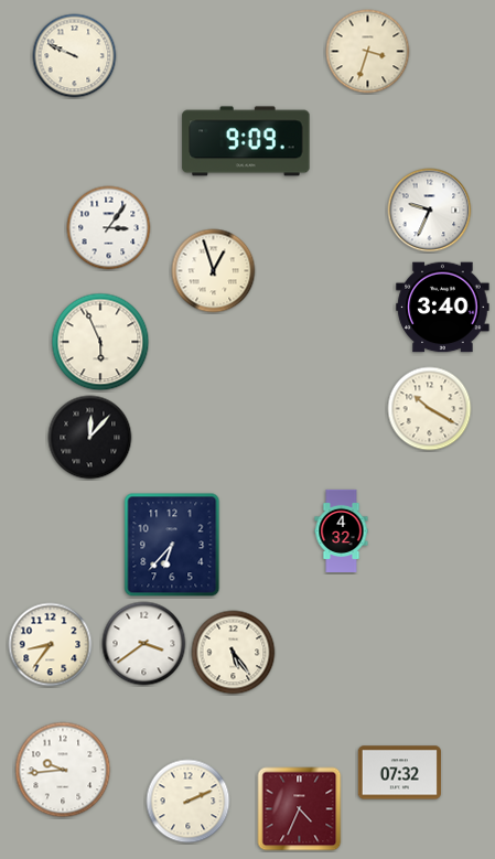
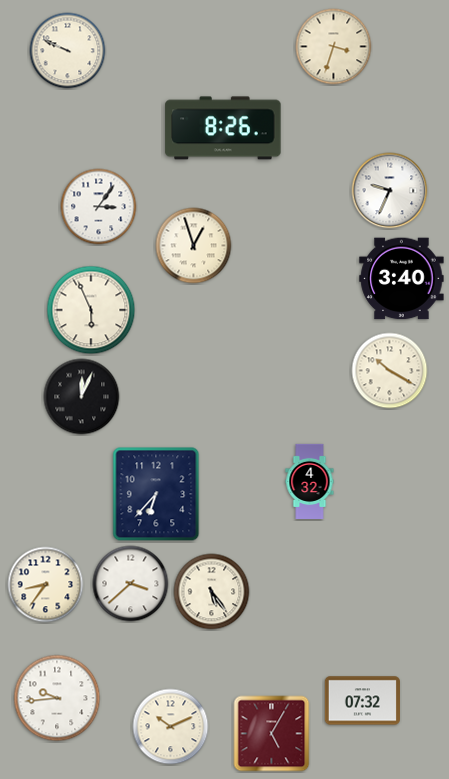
clock at (246, 141): 9:09 -> 8:26
clock at (90, 438): 12:07 -> 12:04
clock at (144, 644): 3:39 -> 3:38
clock at (189, 802): 2:11 -> 10:11
clock at (300, 809): 4:34 -> 5:05
